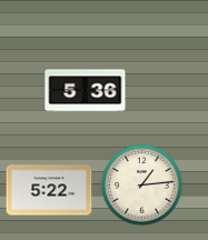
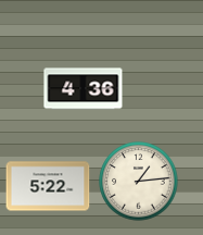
clock at (86, 91): 5:36 -> 4:36
